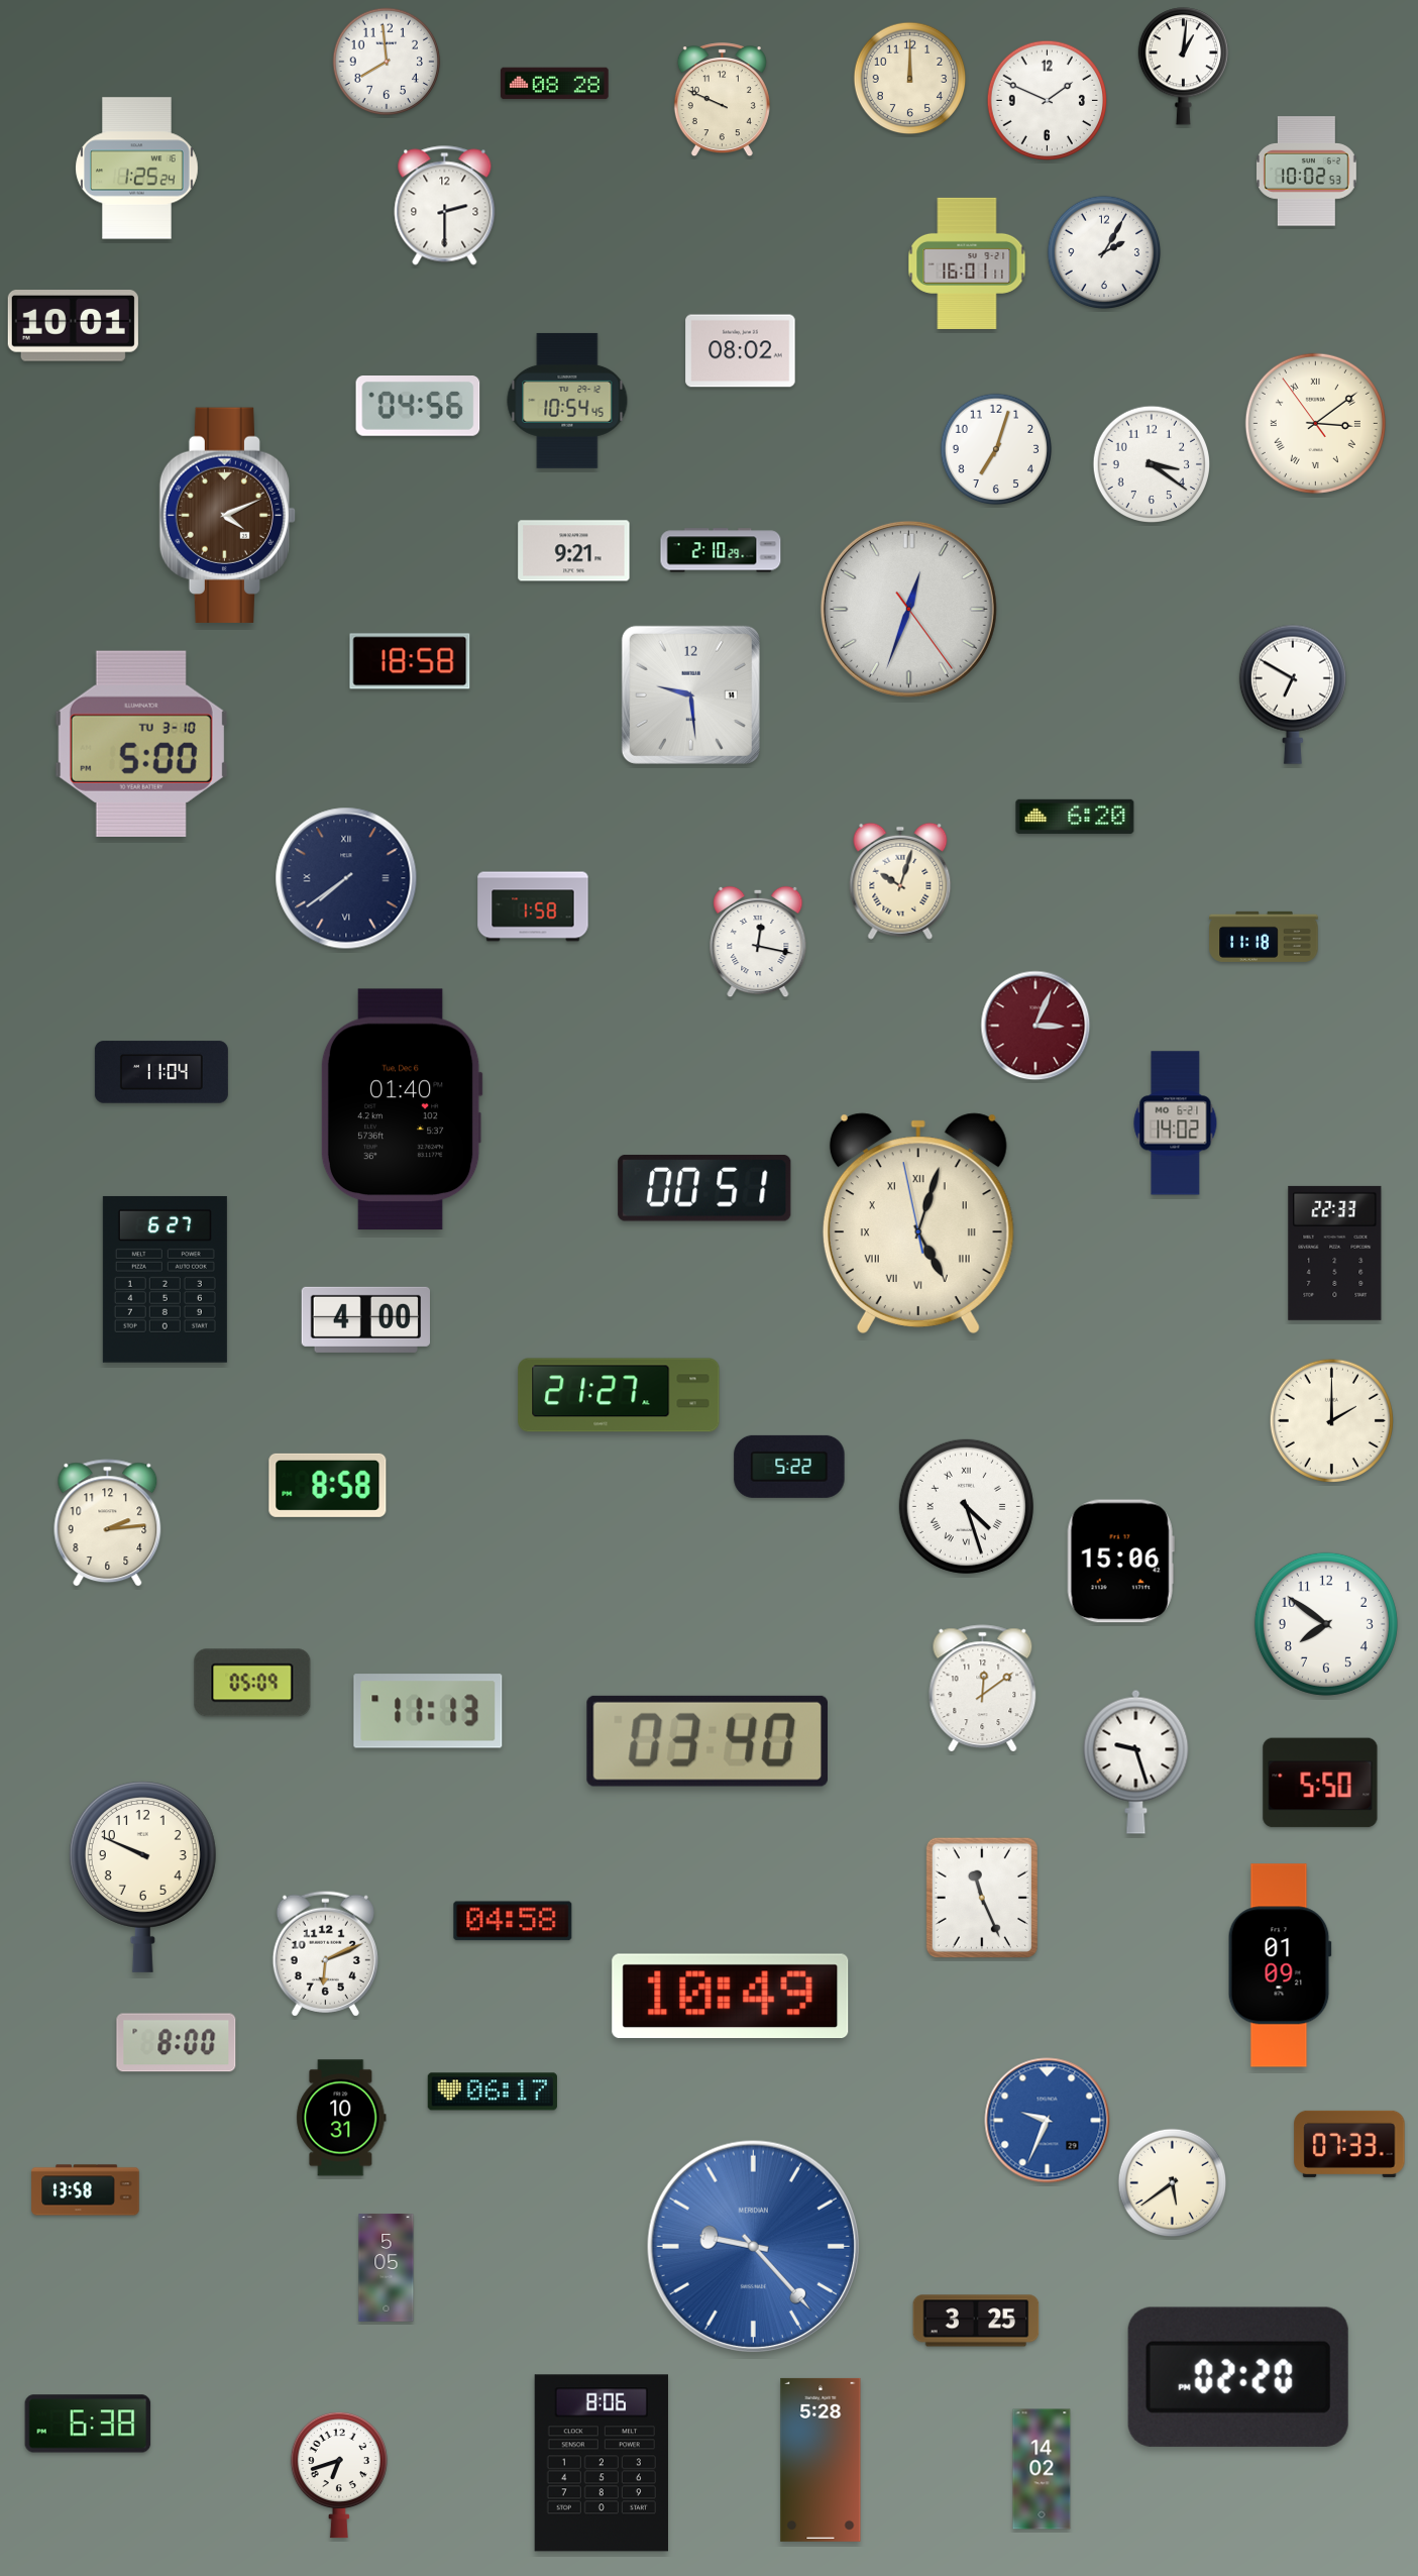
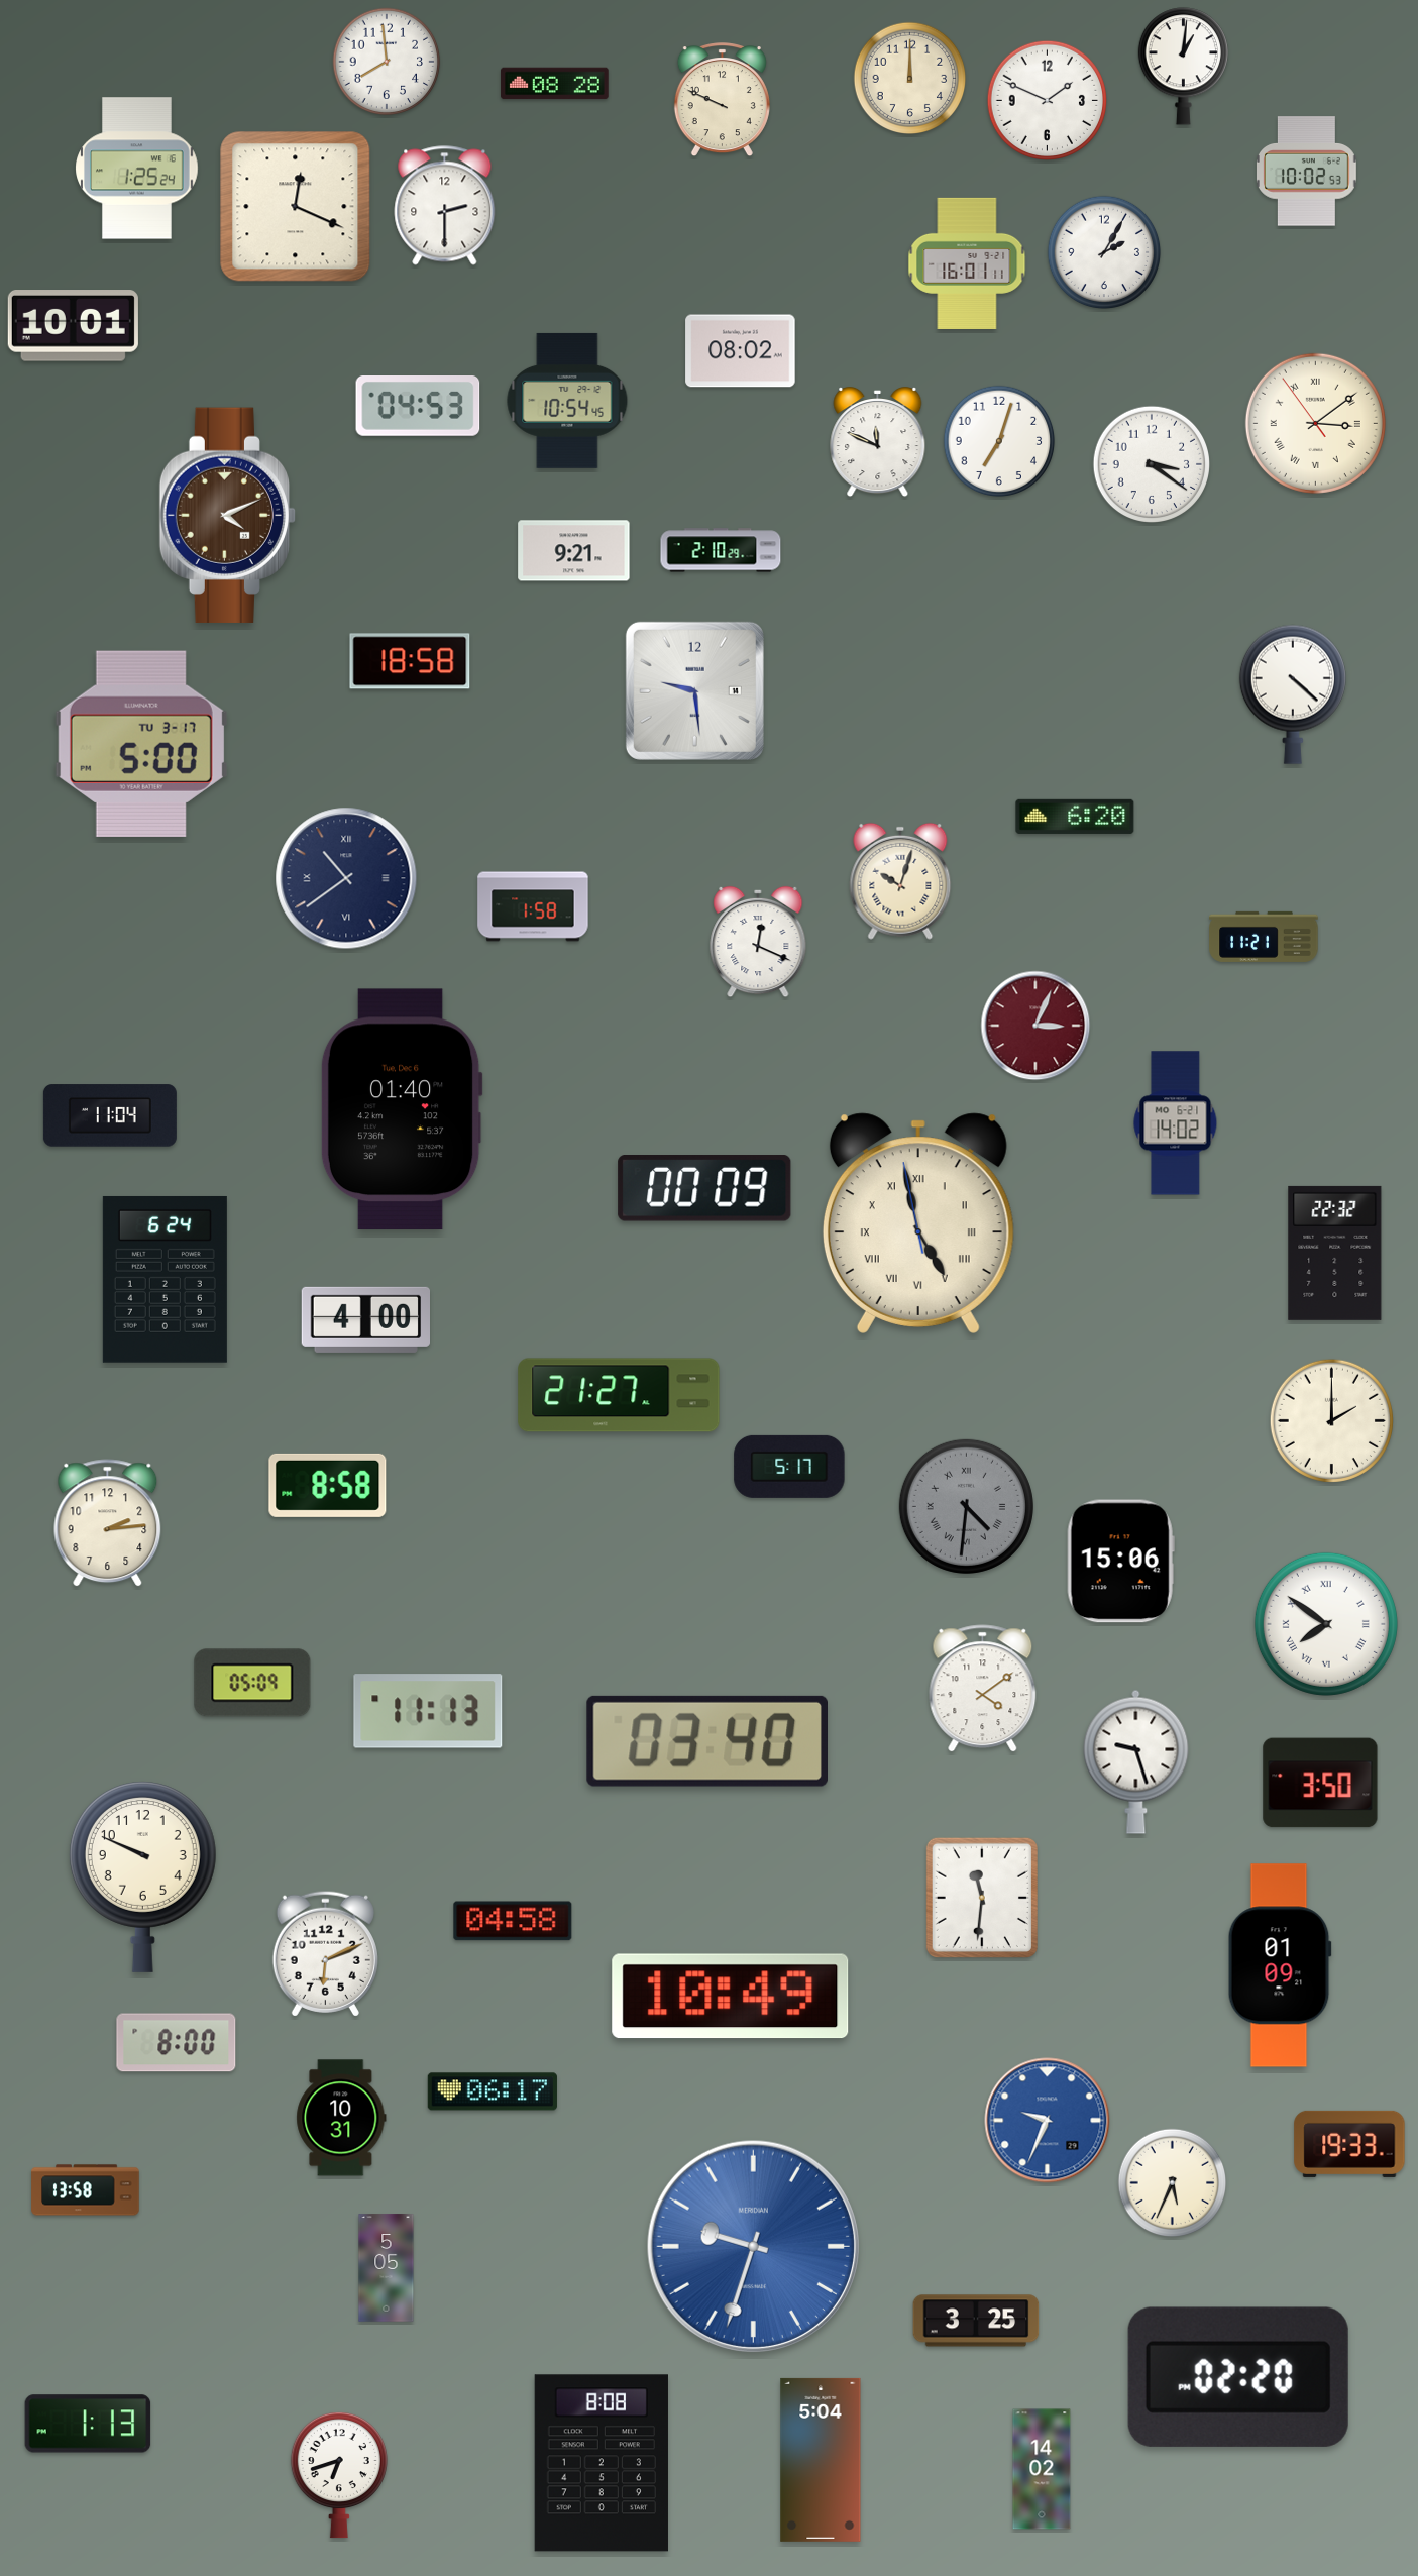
clock at (296, 207): none -> 12:19
clock at (418, 407): 04:56 -> 04:53
clock at (878, 443): none -> 11:49
clock at (996, 449) position: (996, 449) -> (999, 441)
clock at (908, 609): 12:33 -> none
clock at (690, 694) position: (690, 694) -> (694, 690)
clock at (1293, 694): 6:50 -> 4:22
clock at (141, 744) date: TU 3-10 -> TU 3-17
clock at (346, 878): 7:39 -> 10:39
clock at (1264, 937): 11:18 -> 11:21
clock at (758, 942): 12:17 -> 12:19
clock at (161, 1072) position: (161, 1072) -> (110, 1115)
clock at (704, 1189): 00:51 -> 00:09
clock at (918, 1223): 5:02 -> 4:57
clock at (1335, 1253): 22:33 -> 22:32
clock at (165, 1279): 6:27 -> 6:24
clock at (789, 1467): 5:22 -> 5:17
clock at (966, 1506): 4:27 -> 4:31
clock at (966, 1506) dial: white -> grey
clock at (1326, 1624) numerals: Arabic -> Roman
clock at (983, 1689): 12:09 -> 4:09
clock at (1320, 1783): 5:50 -> 3:50
clock at (982, 1898): 11:26 -> 11:31
clock at (1349, 2144): 07:33 -> 19:33
clock at (1173, 2183): 5:39 -> 5:34
clock at (753, 2246): 9:23 -> 9:33
clock at (88, 2424): 6:38 -> 1:13
clock at (821, 2460): 5:28 -> 5:04
clock at (602, 2463): 8:06 -> 8:08
